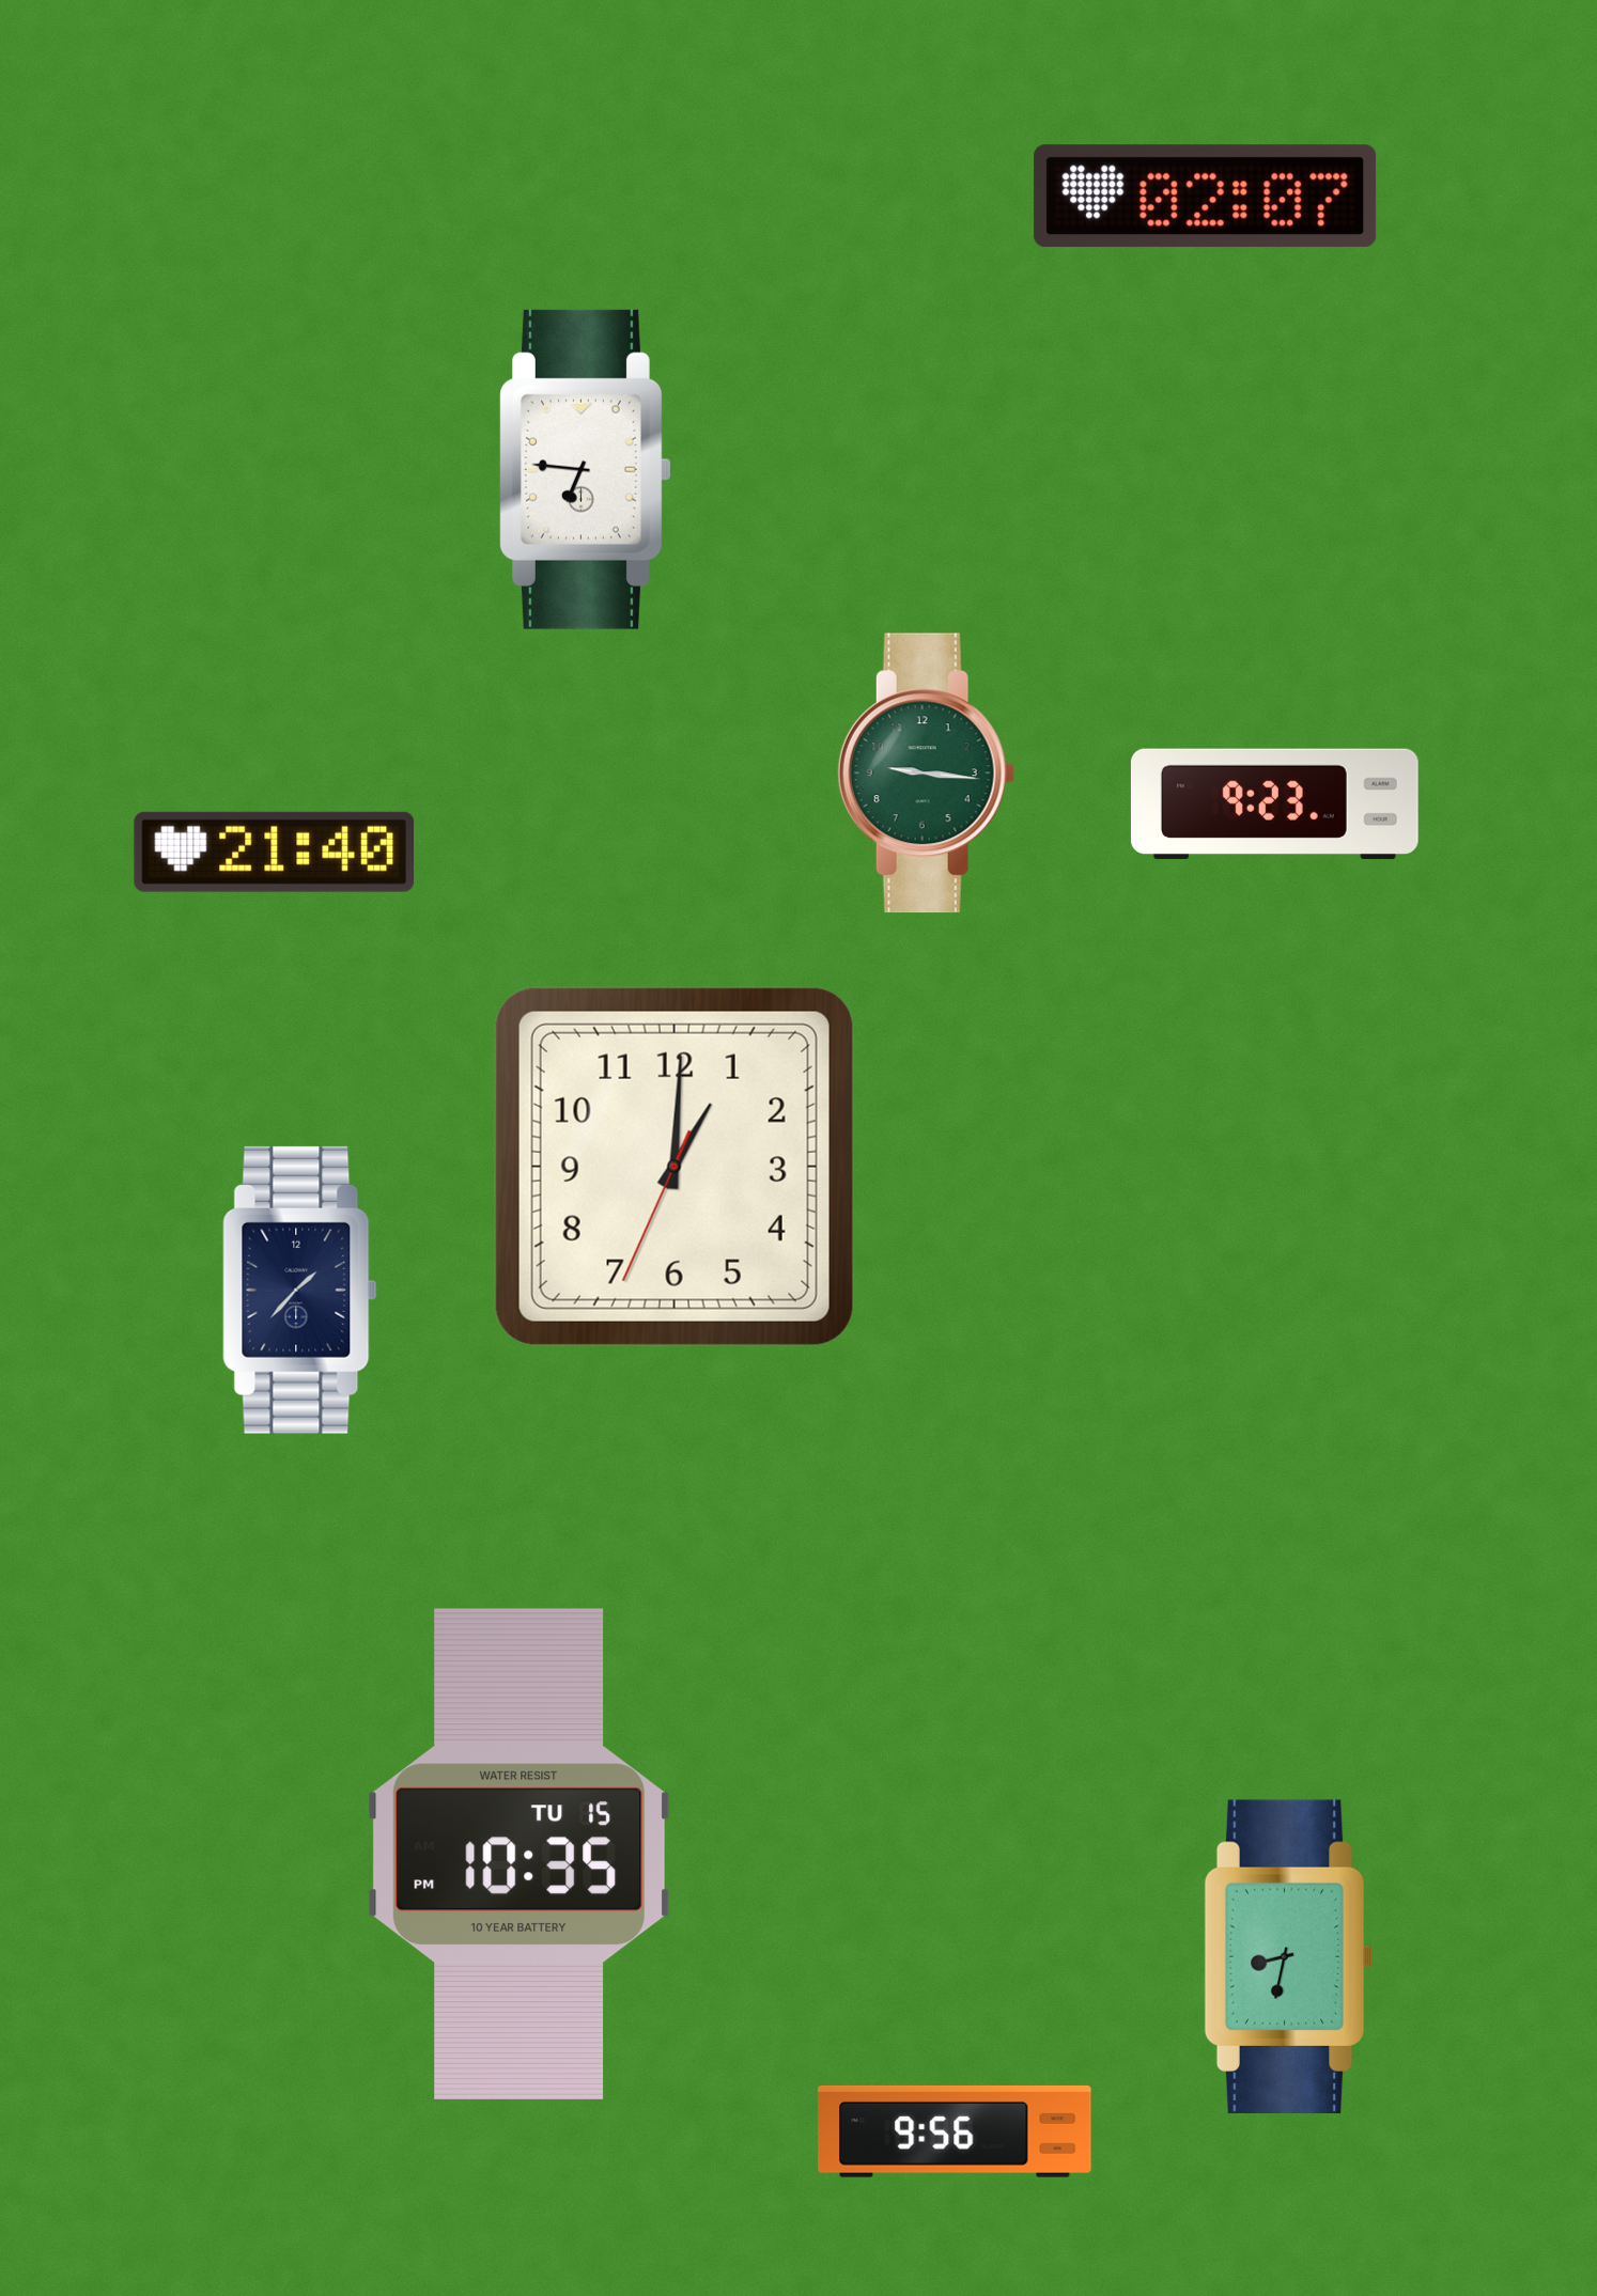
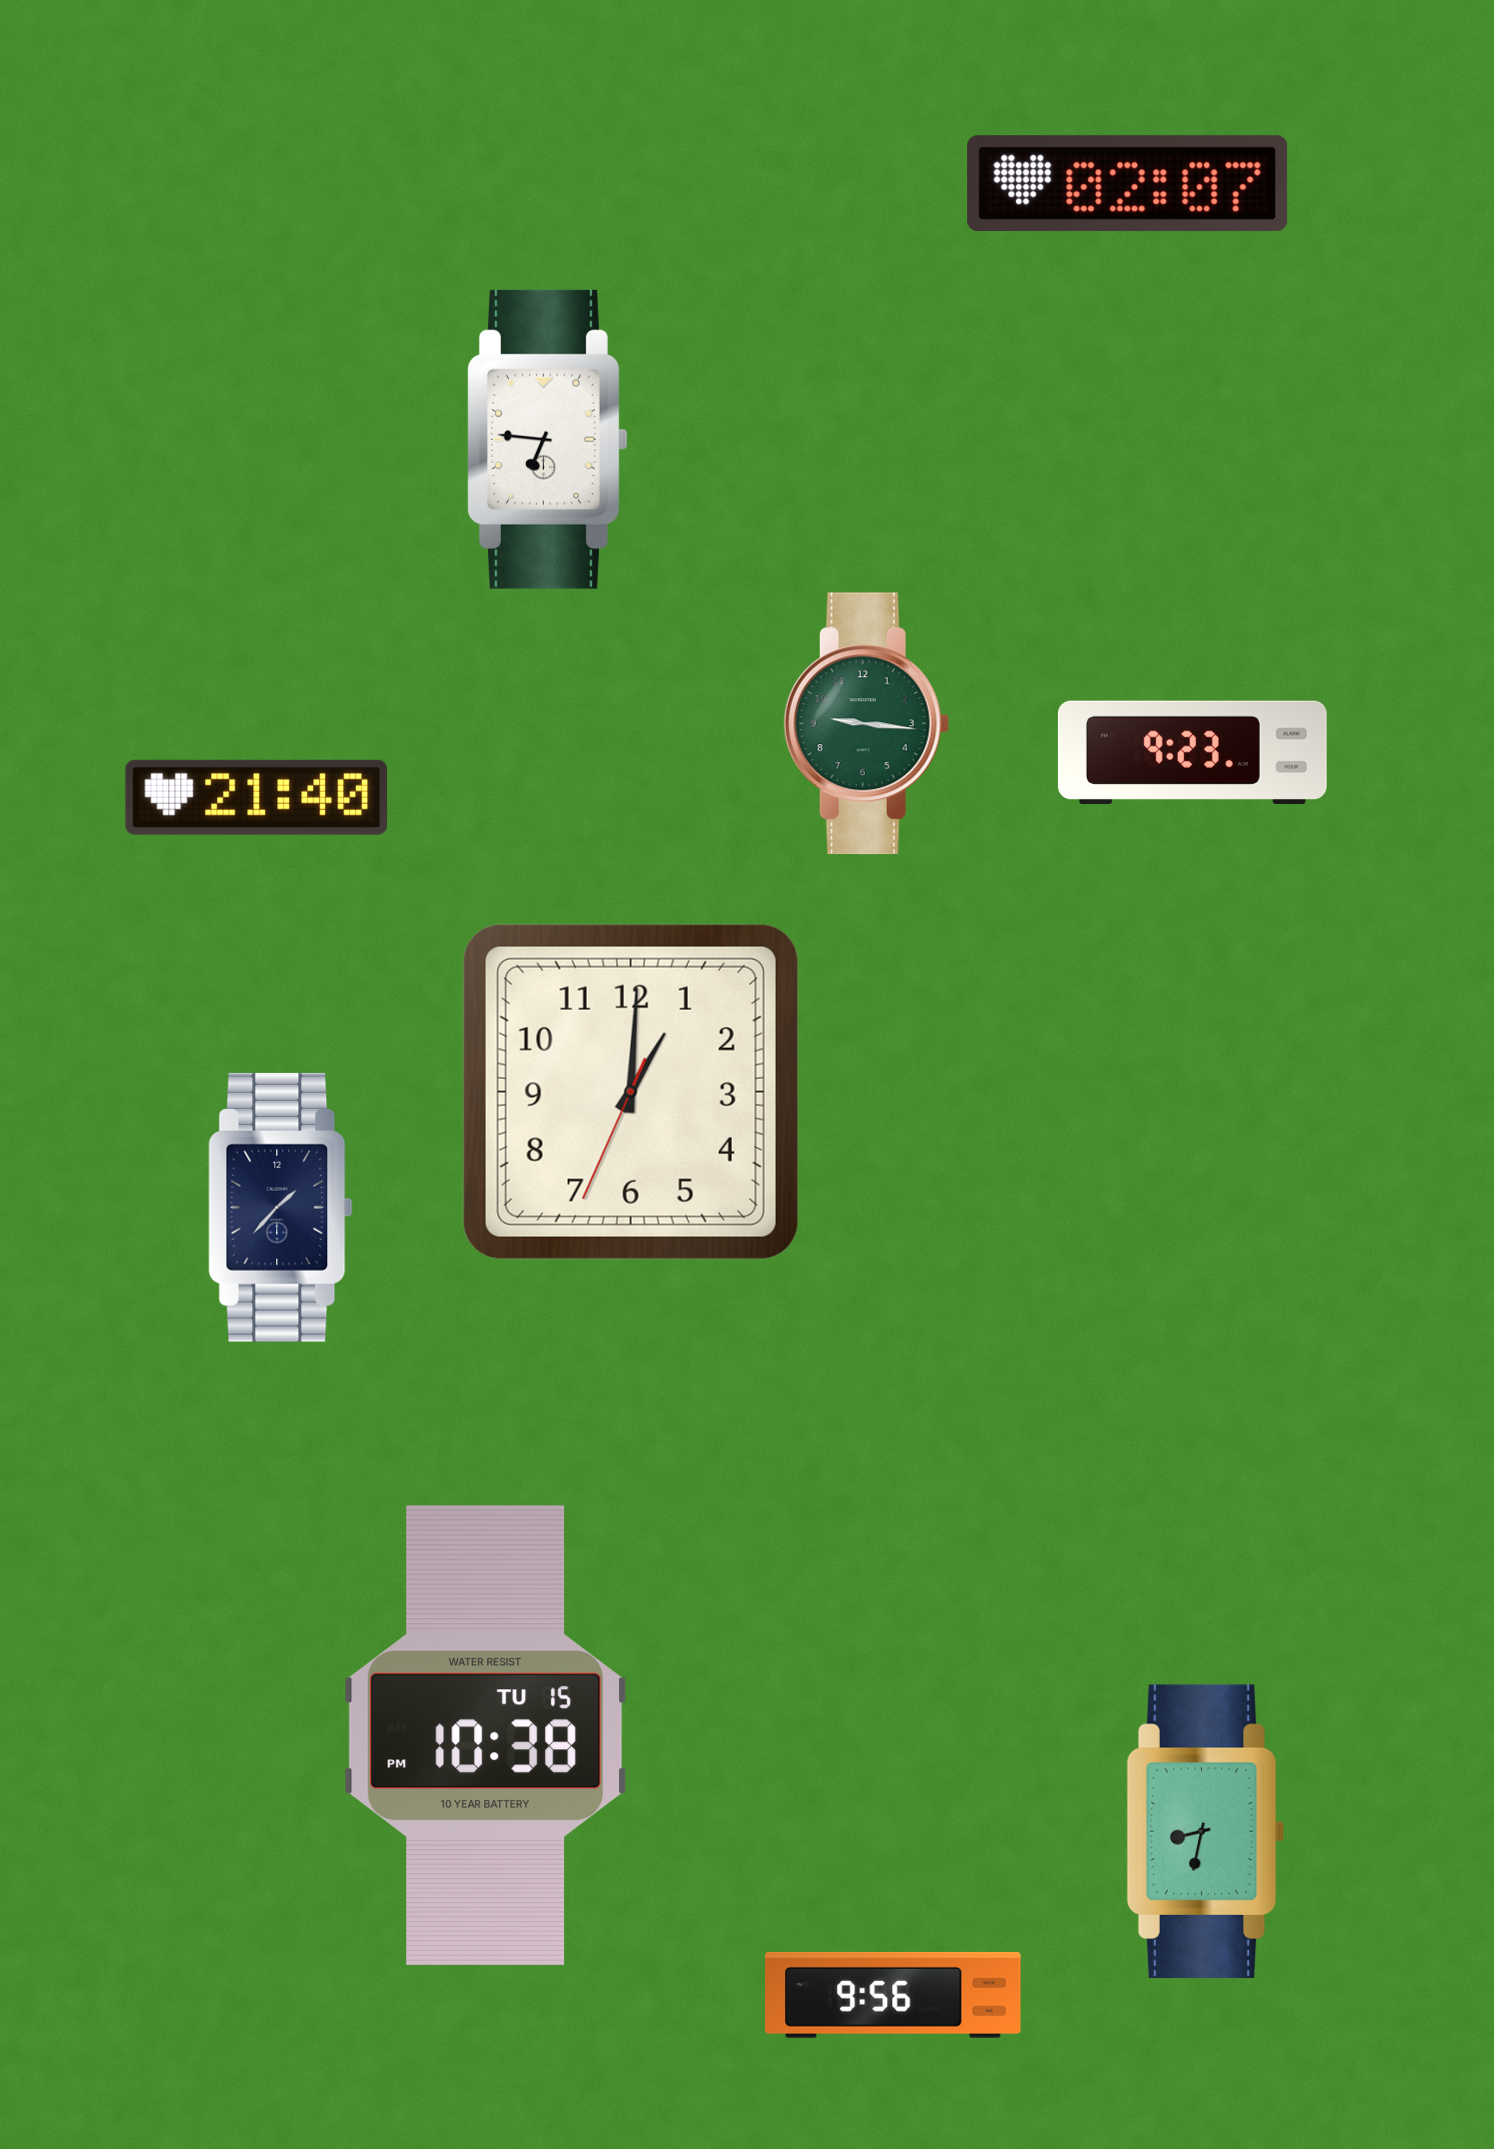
clock at (520, 1854): 10:35 -> 10:38
